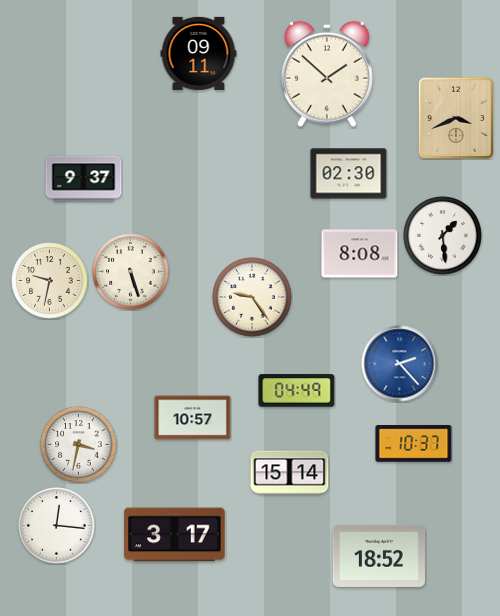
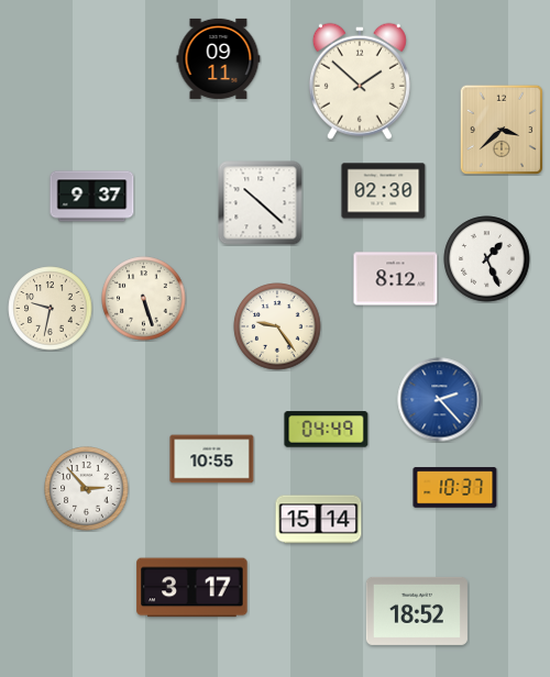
clock at (456, 117): 3:41 -> 3:38
clock at (261, 203): none -> 10:22
clock at (443, 236): 1:29 -> 1:26
clock at (360, 254): 8:08 -> 8:12
clock at (50, 281) position: (50, 281) -> (51, 309)
clock at (193, 418): 10:57 -> 10:55
clock at (79, 445): 3:32 -> 2:53
clock at (57, 526): 12:16 -> none
